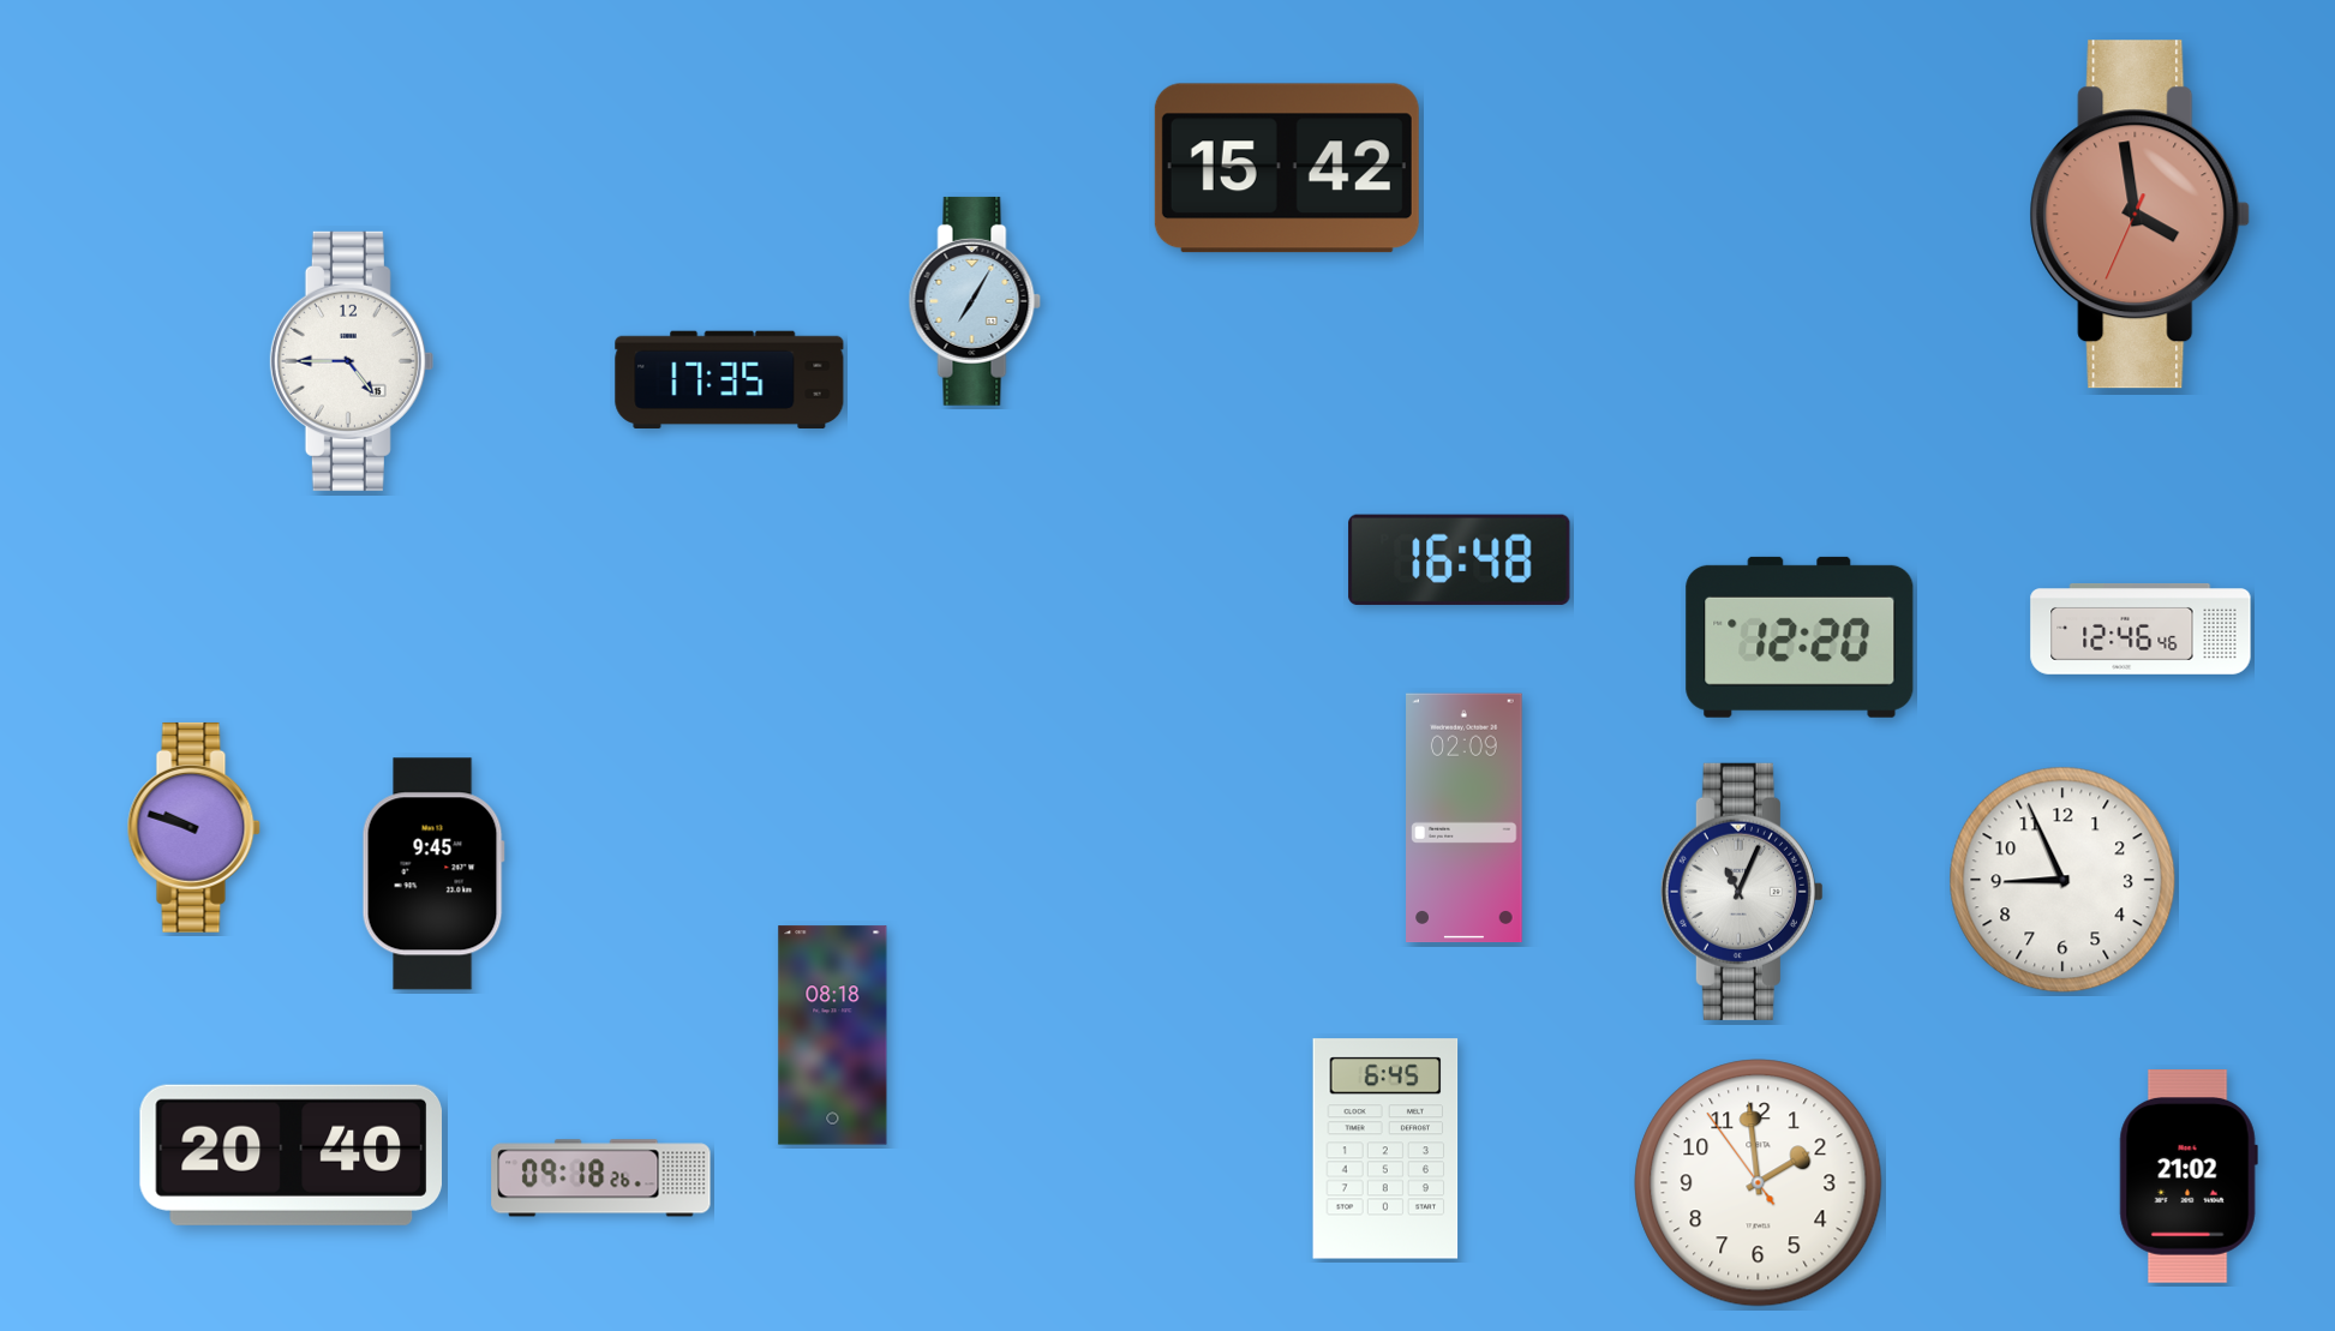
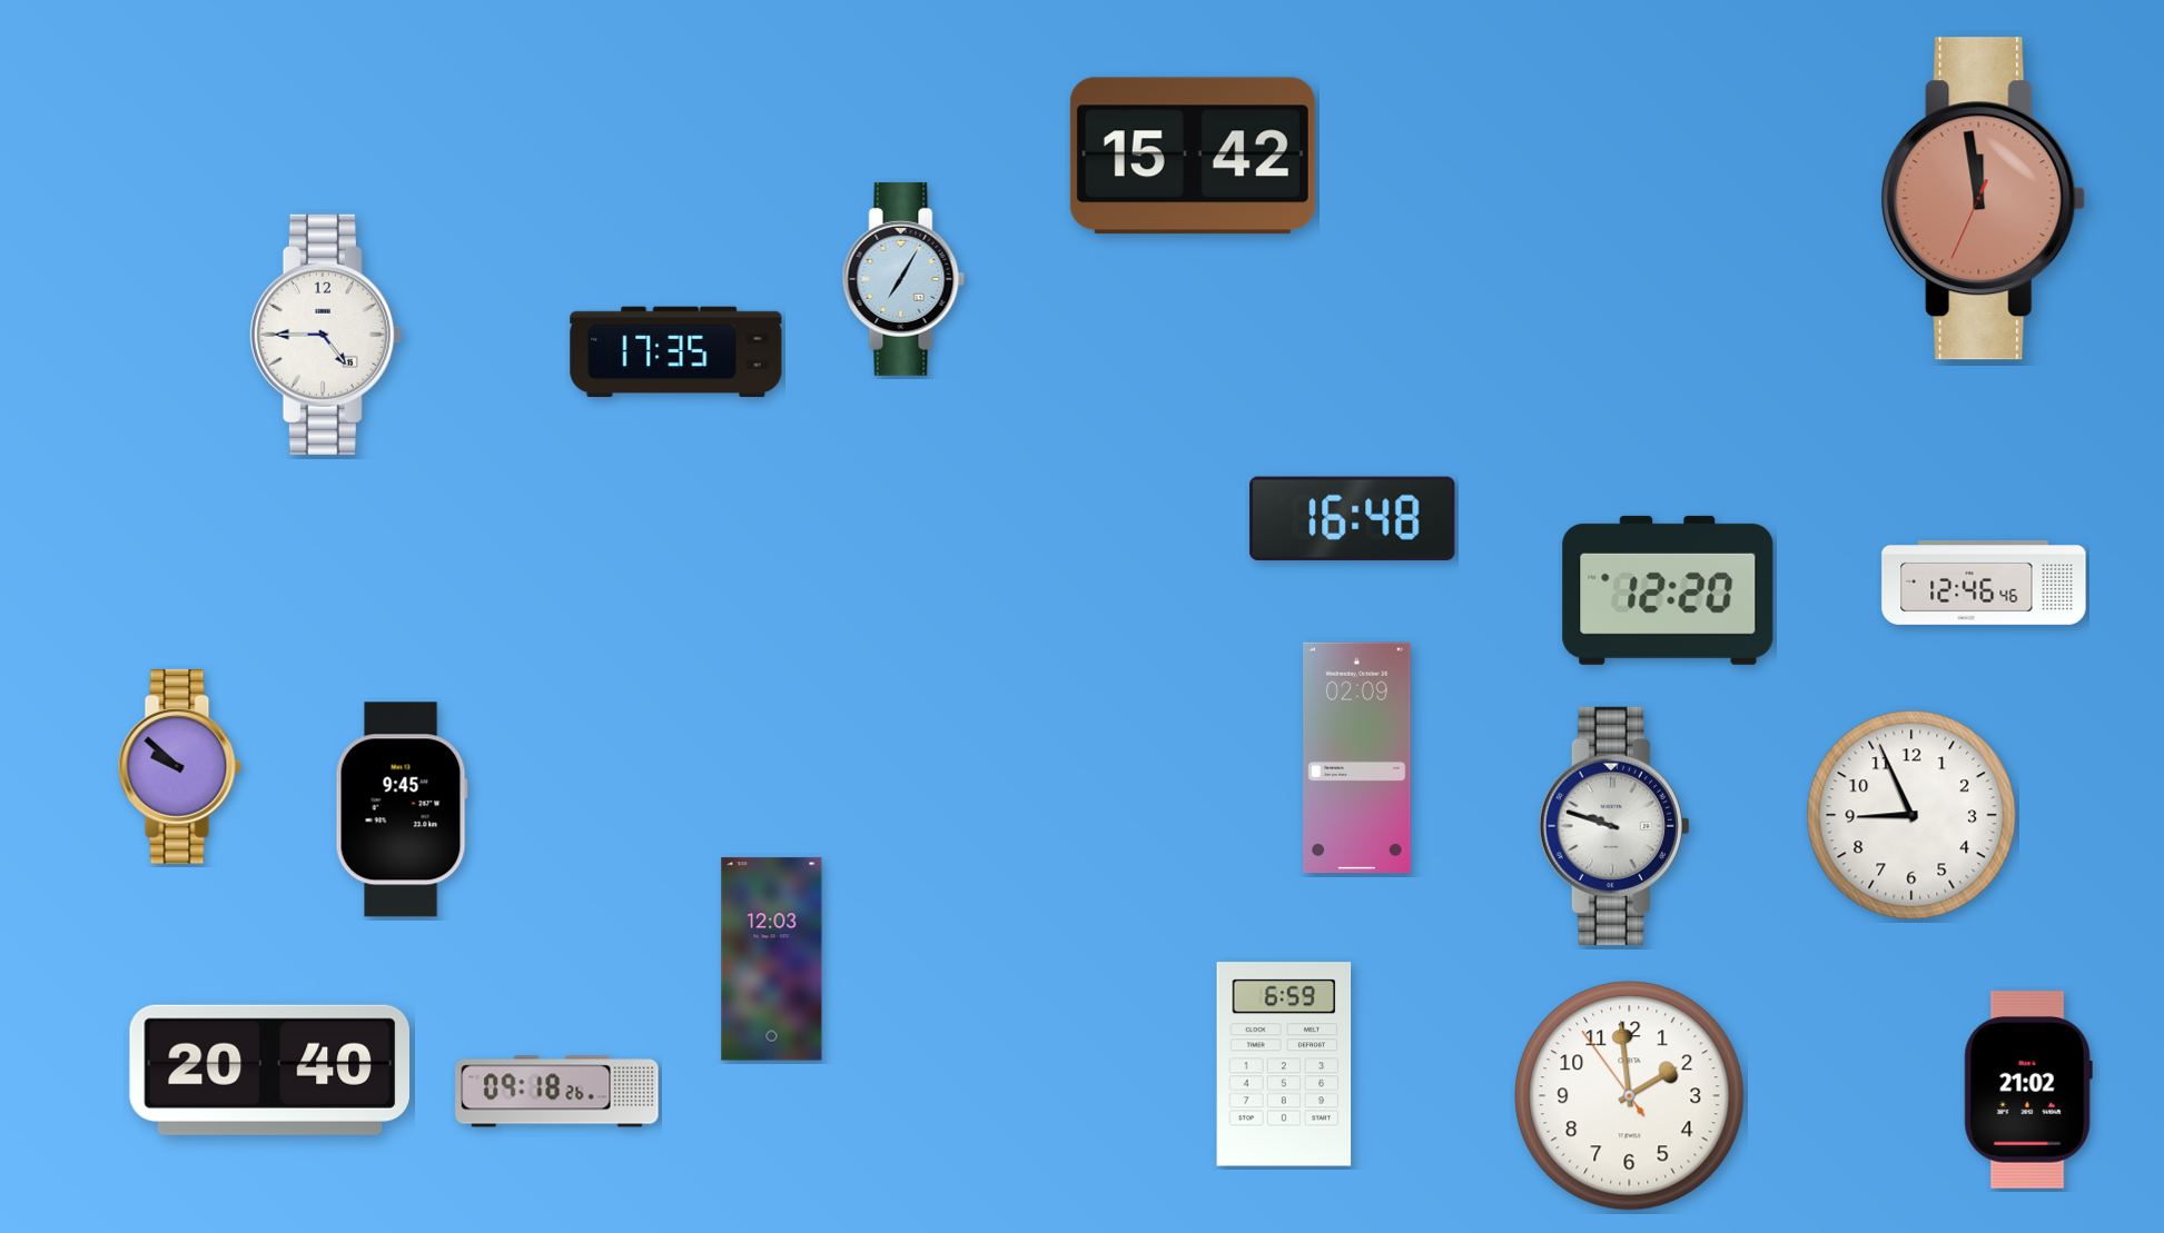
clock at (2141, 215): 3:58 -> 11:58
clock at (193, 827): 9:48 -> 9:52
clock at (1742, 892): 11:04 -> 9:48
clock at (833, 1036): 08:18 -> 12:03
clock at (1385, 1149): 6:45 -> 6:59
